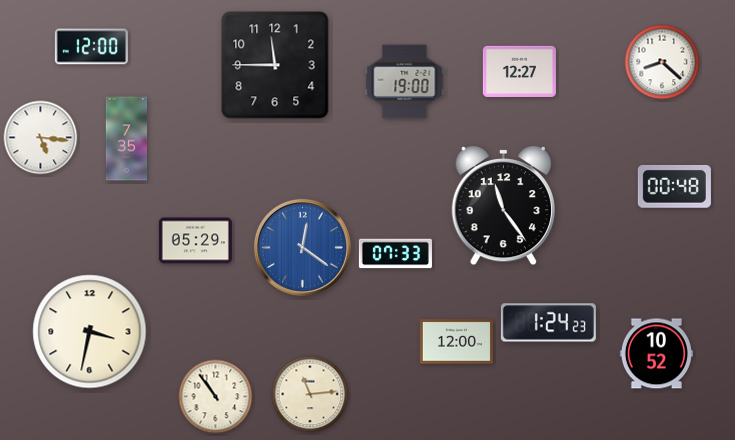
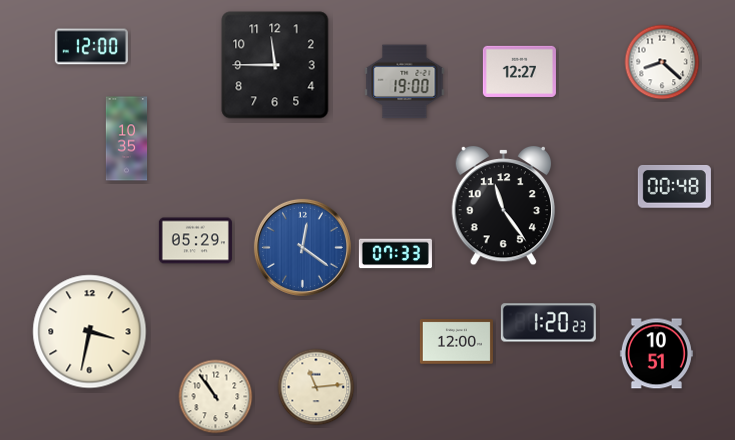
clock at (41, 138): 5:16 -> none
clock at (127, 139): 7:35 -> 10:35
clock at (548, 323): 1:24 -> 1:20
clock at (656, 354): 10:52 -> 10:51
clock at (310, 394) position: (310, 394) -> (316, 387)
